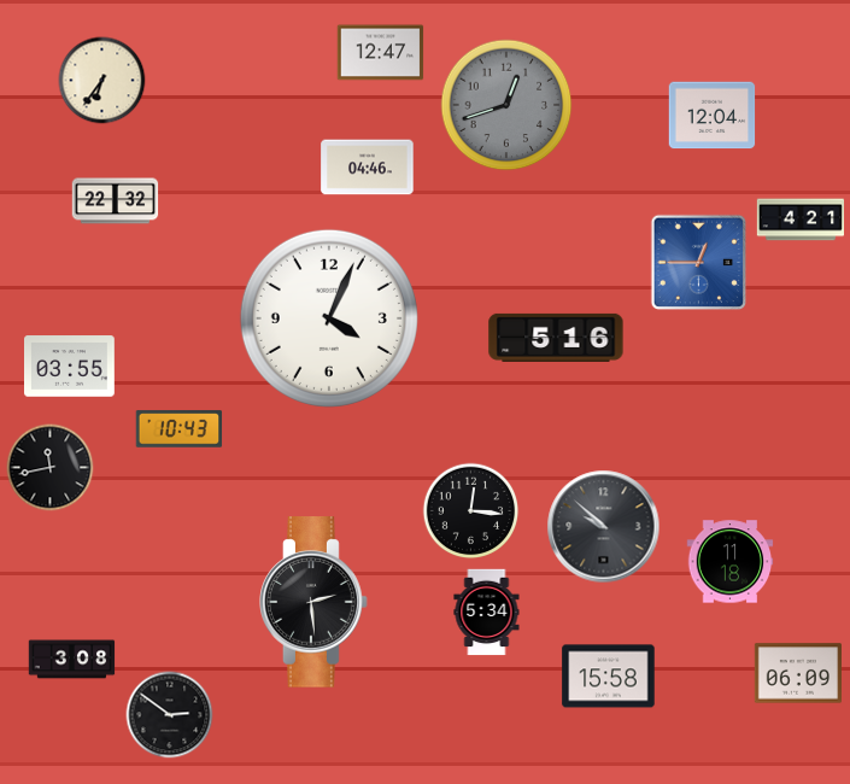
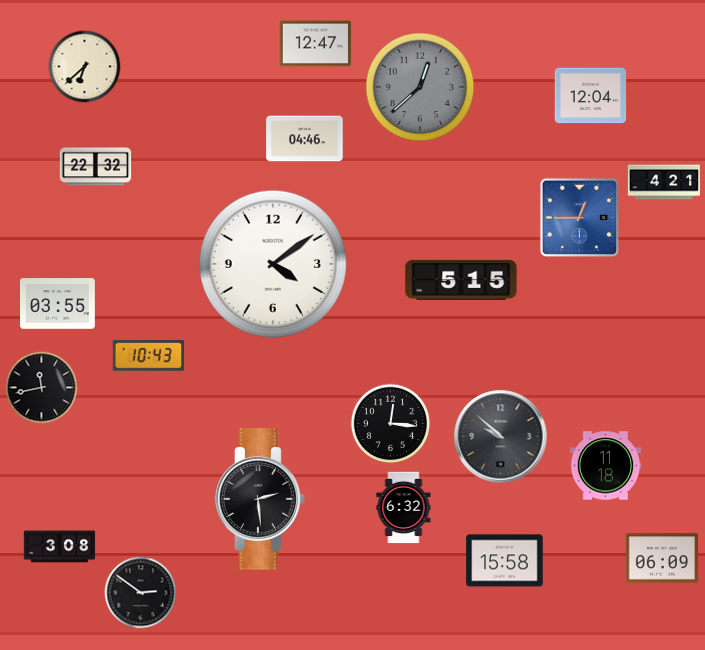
clock at (102, 81): 6:36 -> 6:38
clock at (506, 105): 12:42 -> 12:38
clock at (329, 318): 4:04 -> 4:09
clock at (556, 338): 5:16 -> 5:15
clock at (487, 613): 5:34 -> 6:32
